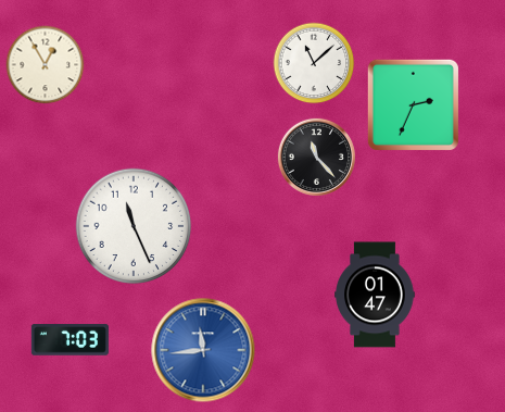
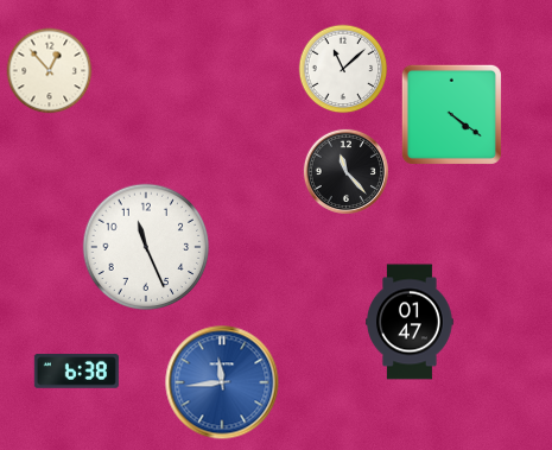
clock at (46, 65): 12:55 -> 12:53
clock at (413, 104): 2:34 -> 4:21
clock at (70, 340): 7:03 -> 6:38
